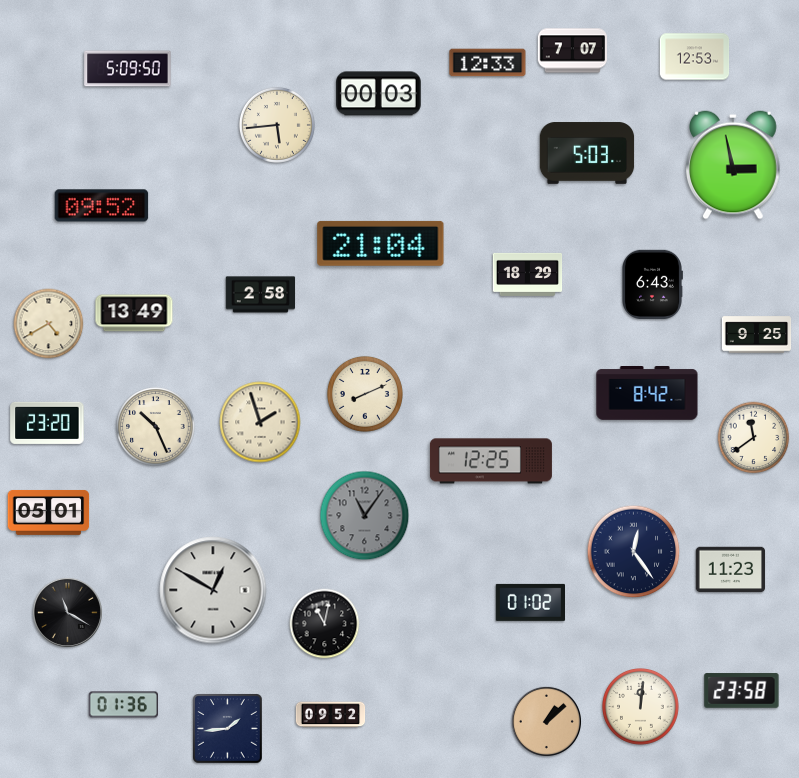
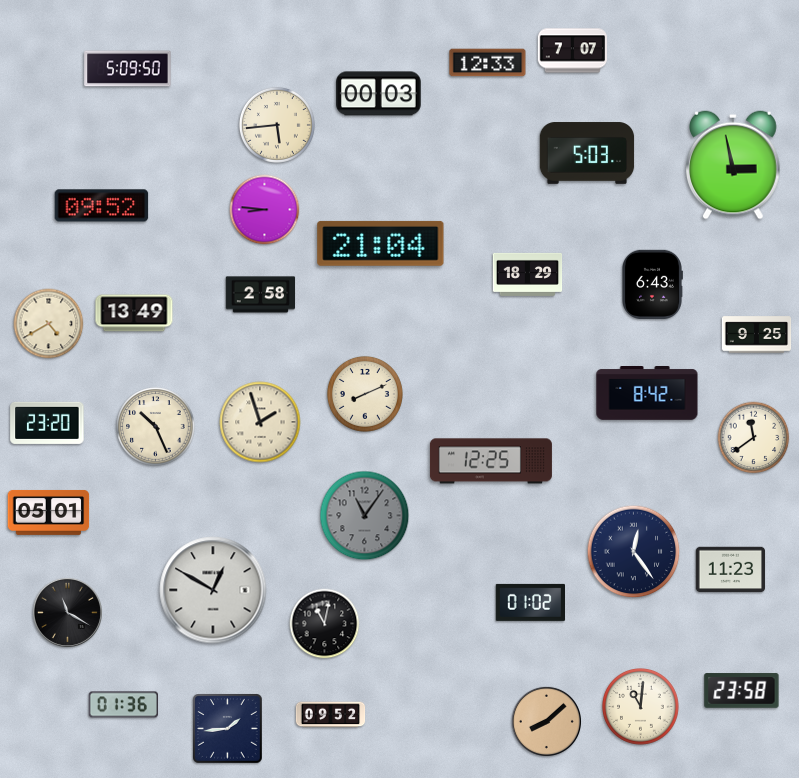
clock at (695, 57): 12:53 -> none
clock at (265, 210): none -> 8:46
clock at (641, 707): 12:01 -> 11:01
clock at (546, 721): 1:08 -> 8:08
